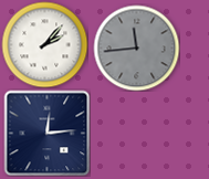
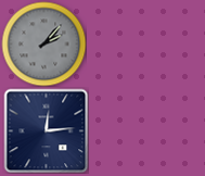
clock at (44, 44) dial: white -> grey
clock at (136, 48): 11:44 -> none
